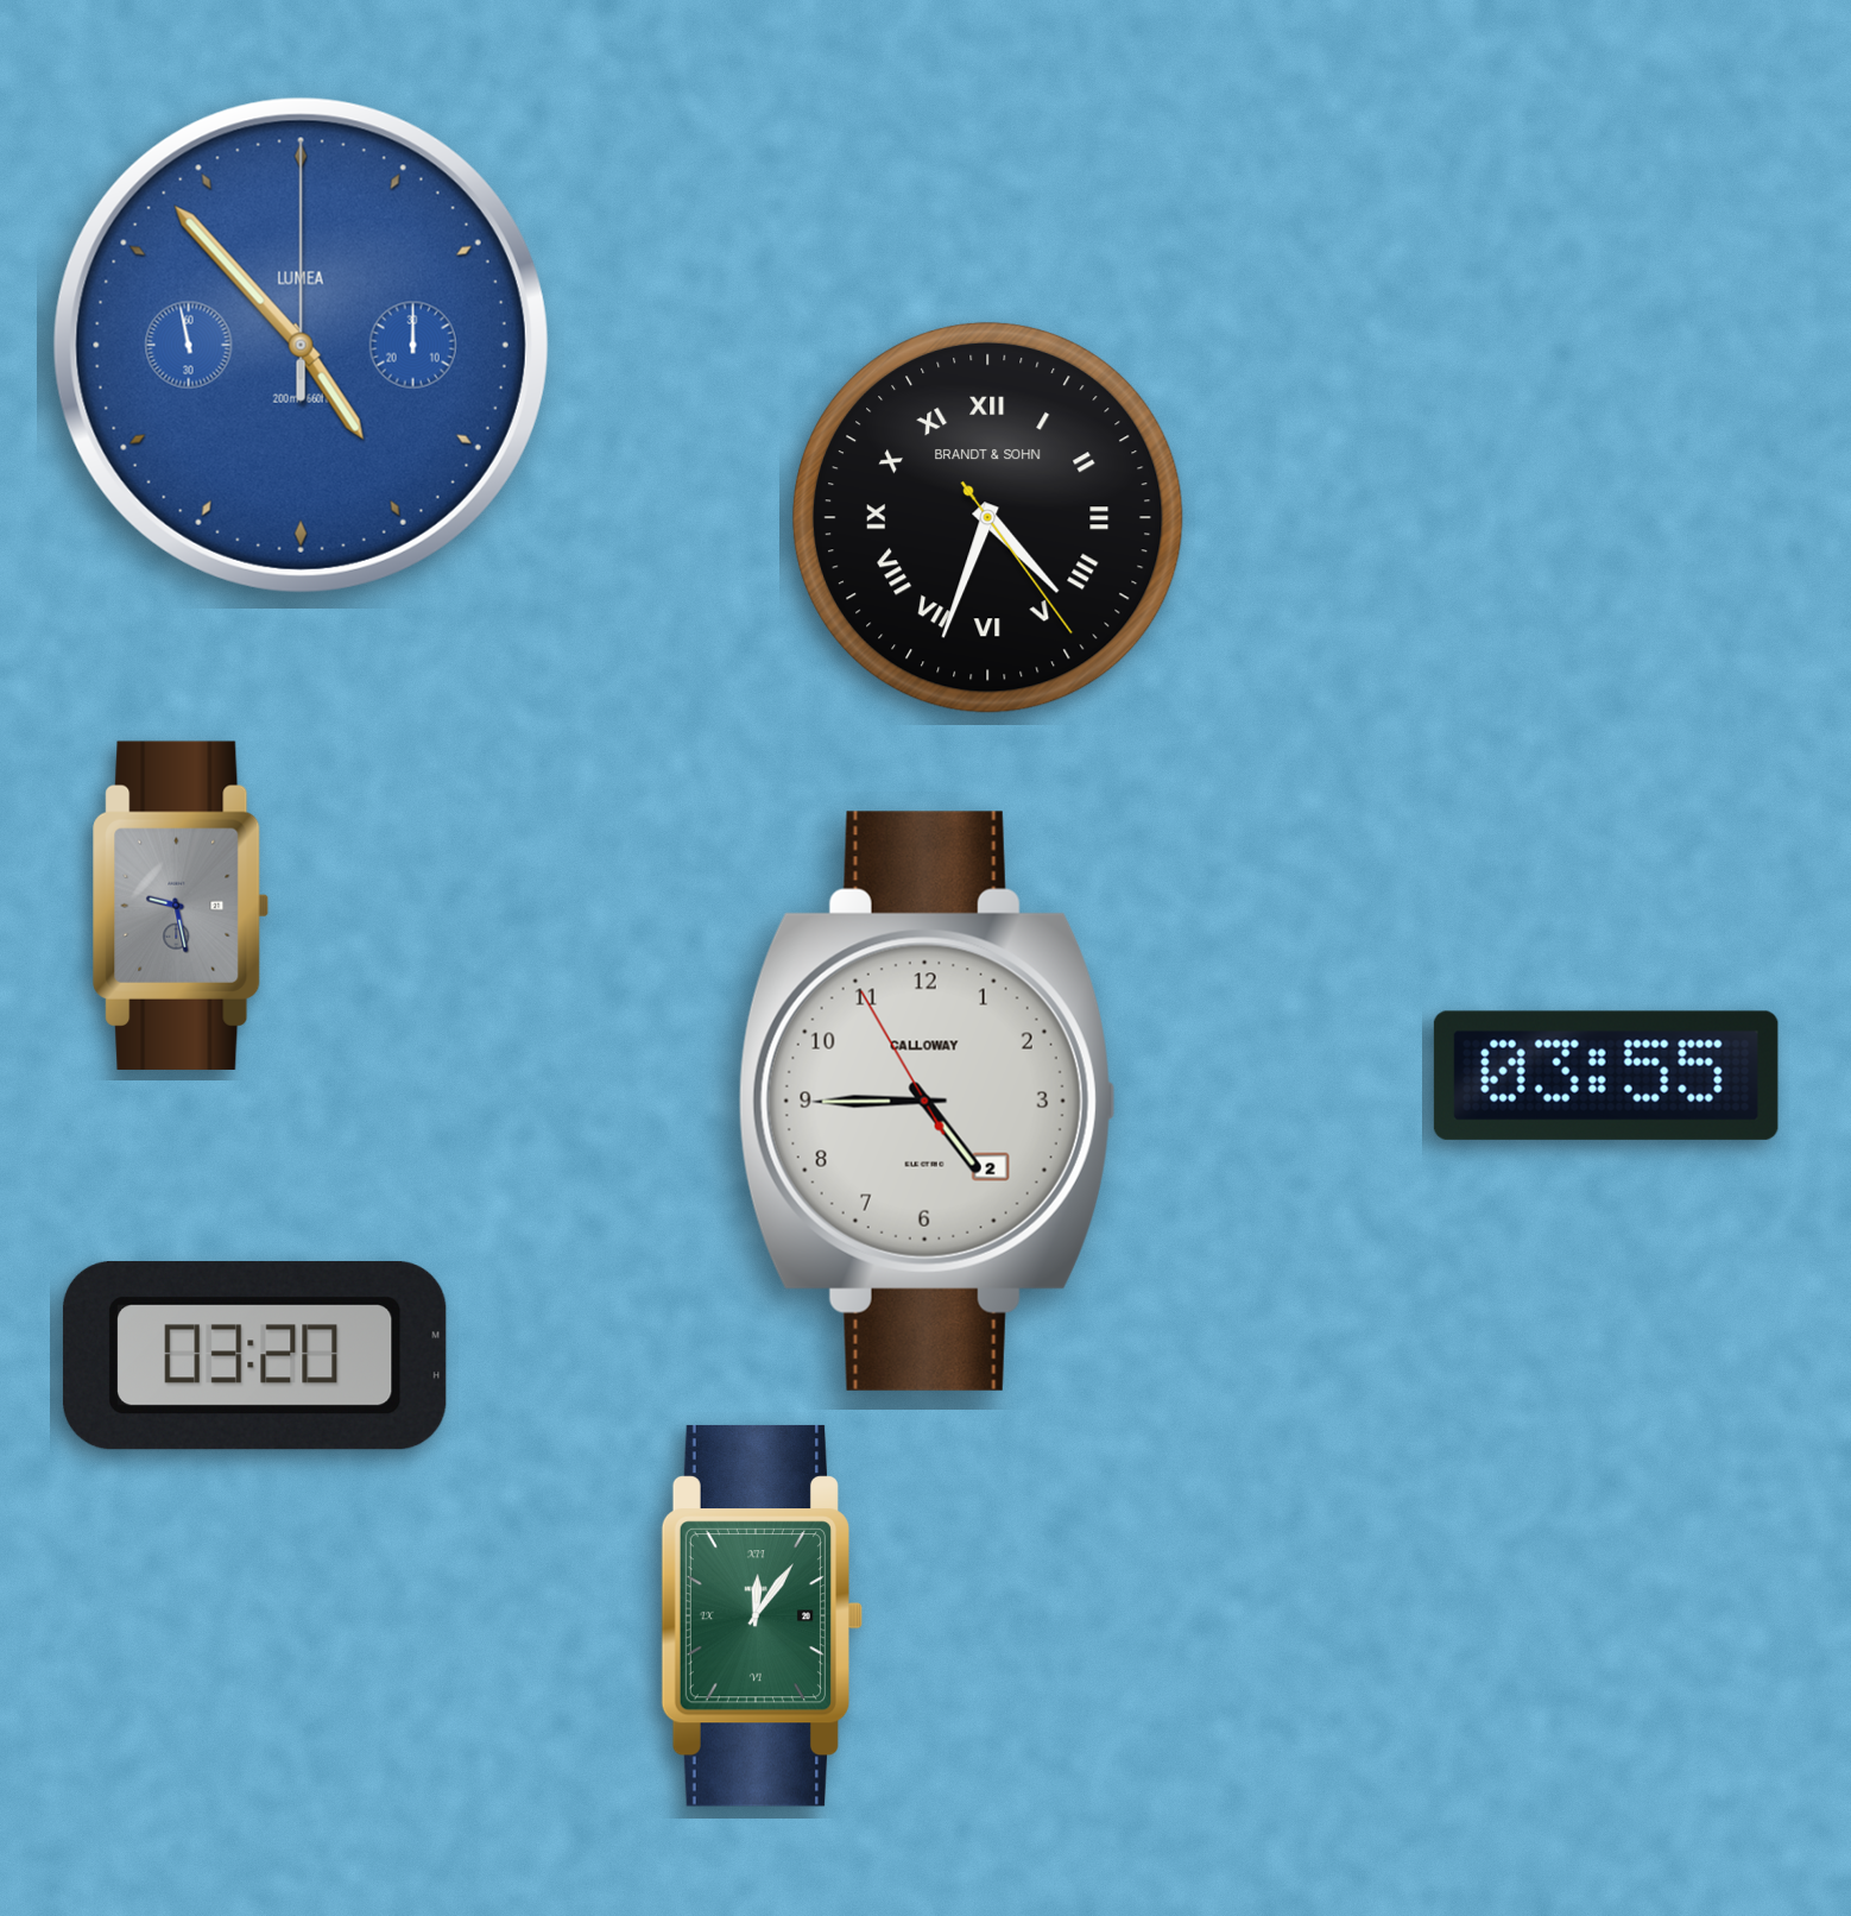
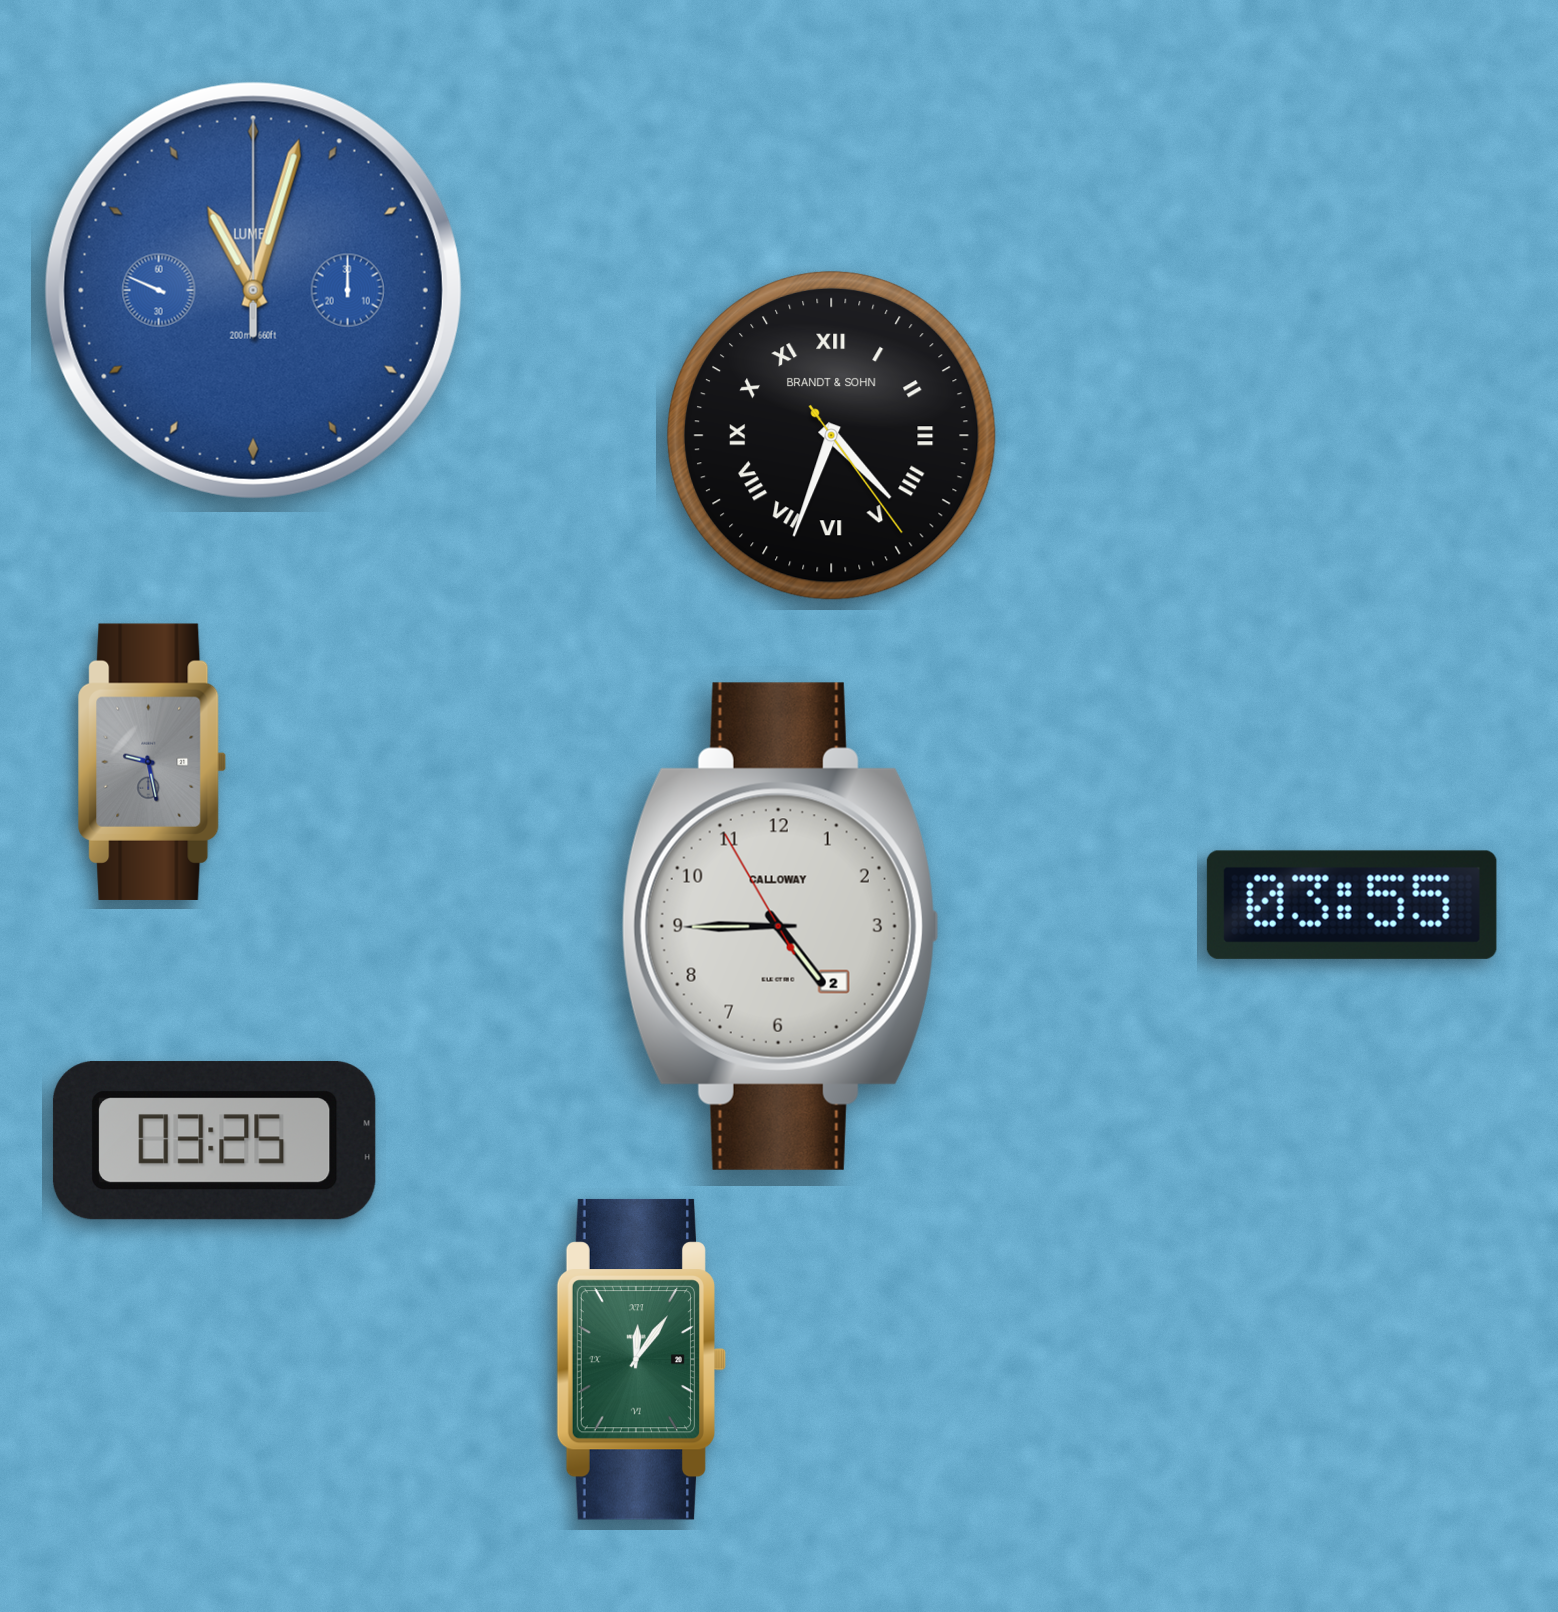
clock at (301, 345): 4:52 -> 11:02
clock at (254, 1356): 03:20 -> 03:25
